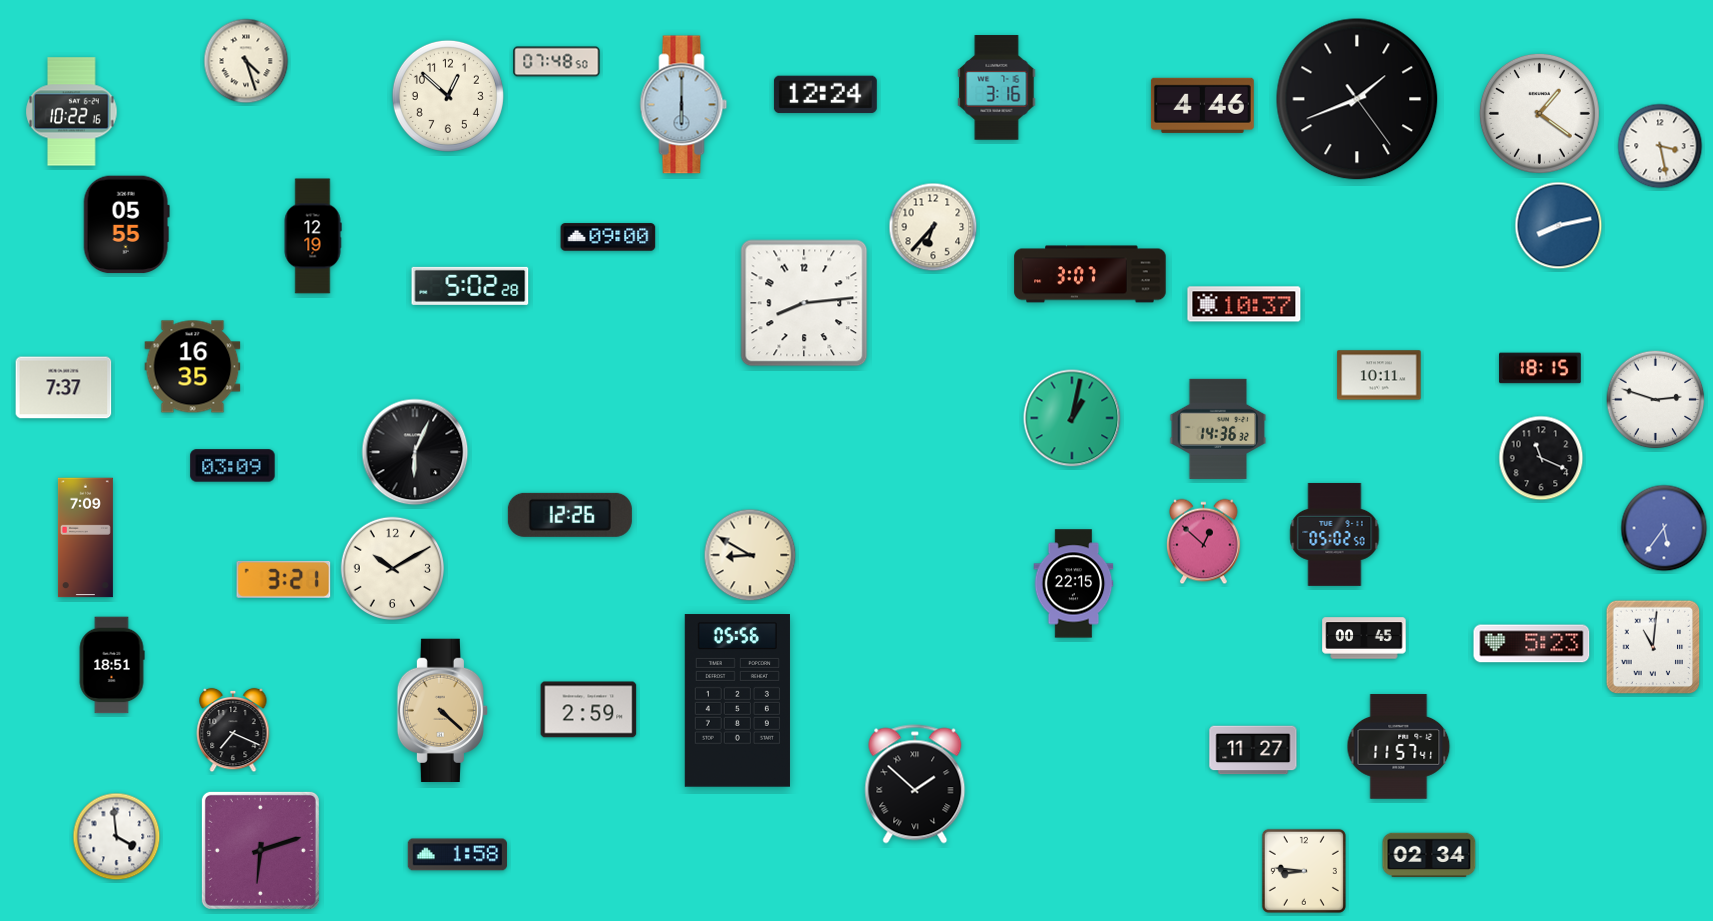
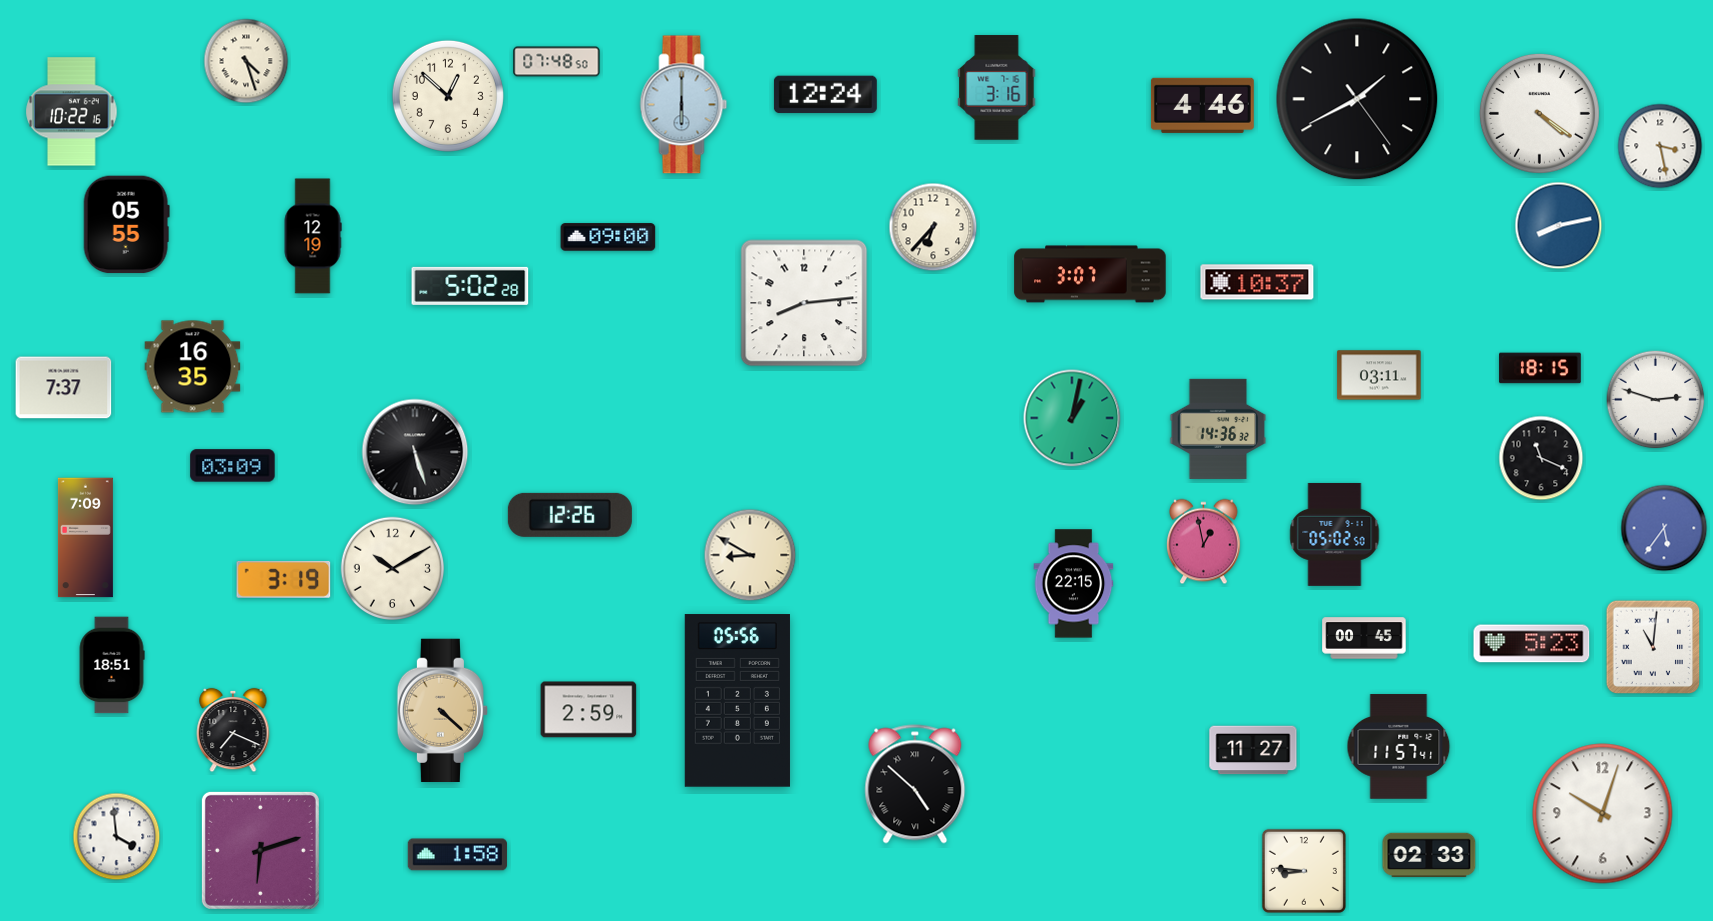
clock at (1357, 99): 1:41 -> 1:40
clock at (1539, 113): 1:21 -> 4:21
clock at (1244, 304) position: (1244, 304) -> (1257, 282)
clock at (1379, 375): 10:11 -> 03:11
clock at (415, 452): 6:04 -> 5:27
clock at (1204, 542): 12:52 -> 12:58
clock at (284, 579): 3:21 -> 3:19
clock at (915, 784): 1:52 -> 4:52
clock at (1603, 814): none -> 10:03
clock at (1429, 855): 02:34 -> 02:33
